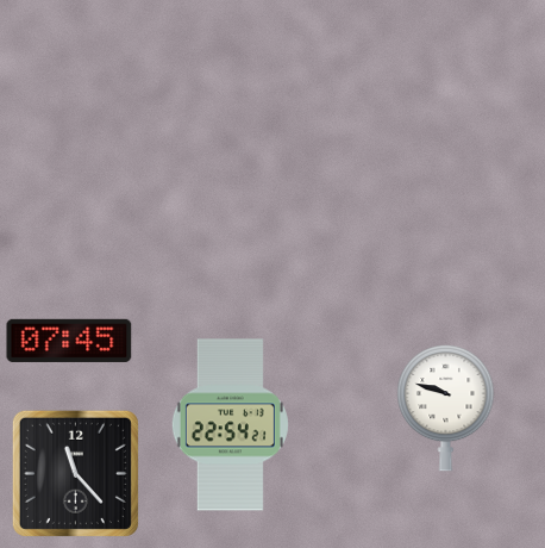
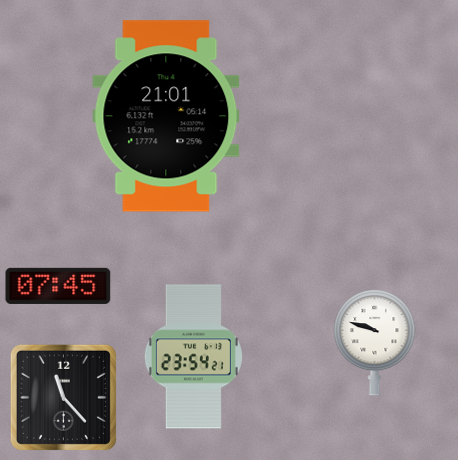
clock at (166, 116): none -> 21:01
clock at (230, 425): 22:54 -> 23:54
